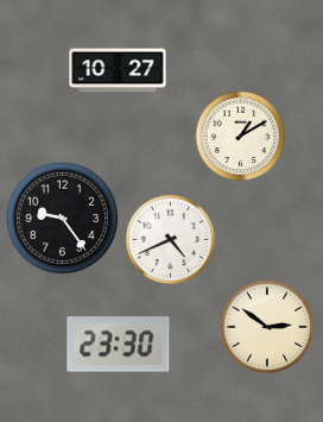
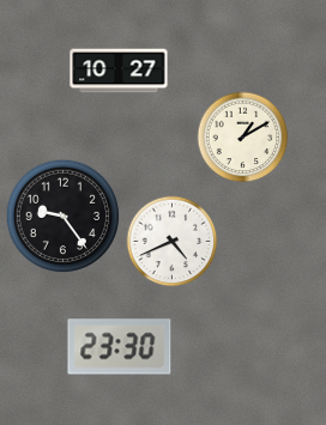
clock at (63, 219) position: (63, 219) -> (64, 217)
clock at (267, 327): 2:51 -> none
